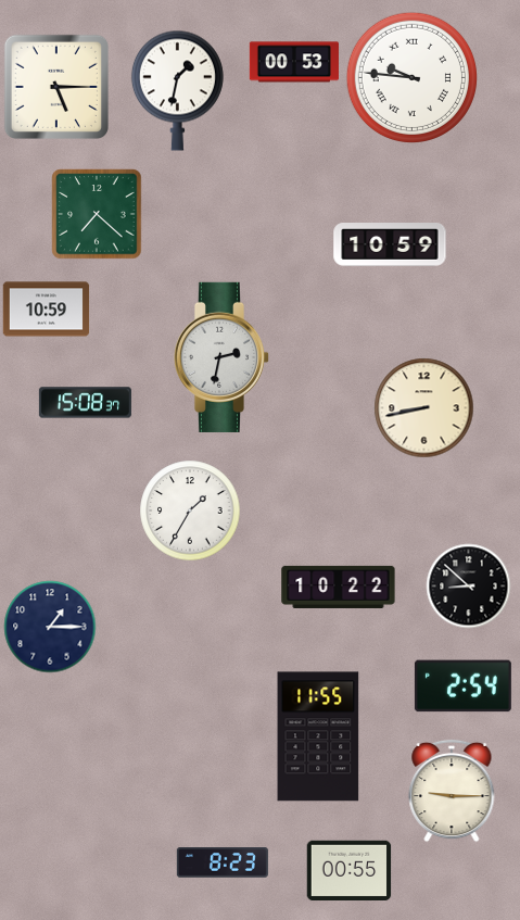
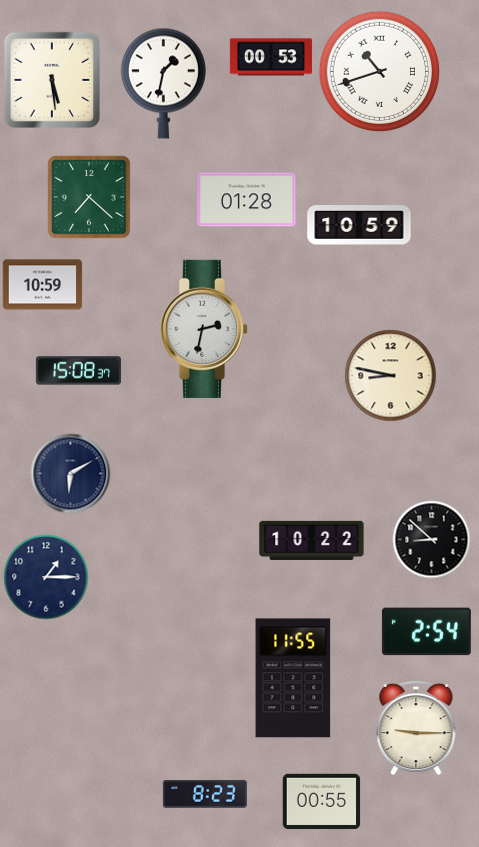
clock at (411, 77): 9:46 -> 10:42
clock at (56, 87): 5:15 -> 5:29
clock at (247, 200): none -> 01:28
clock at (423, 407): 8:43 -> 8:47
clock at (190, 511): 1:35 -> none
clock at (70, 473): none -> 6:10
